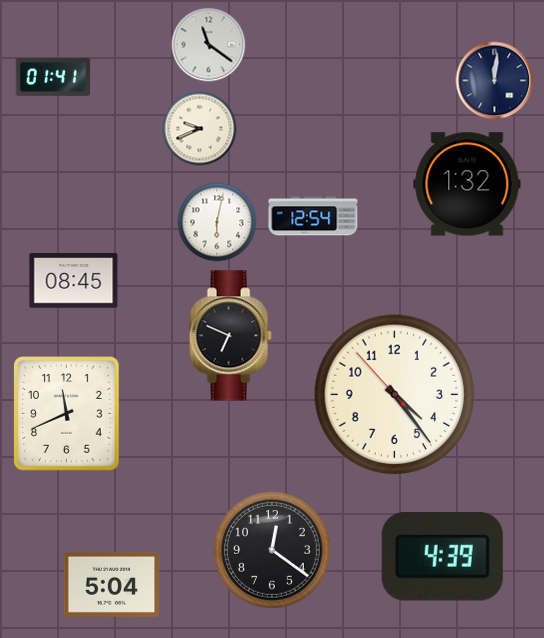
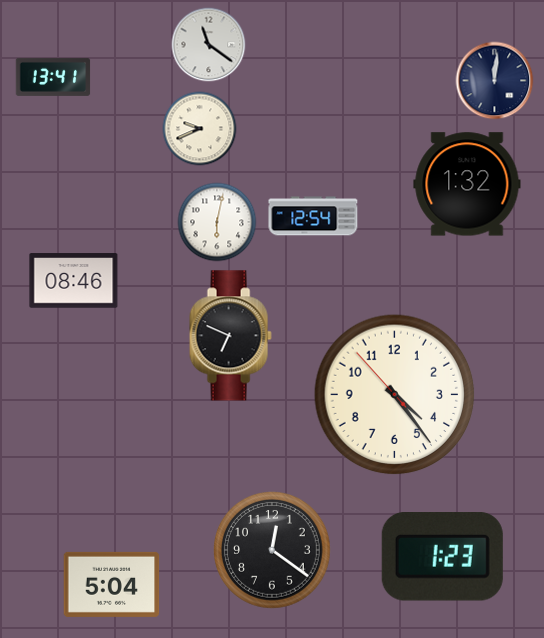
clock at (53, 77): 01:41 -> 13:41
clock at (74, 281): 08:45 -> 08:46
clock at (67, 414): 11:41 -> none
clock at (442, 557): 4:39 -> 1:23
